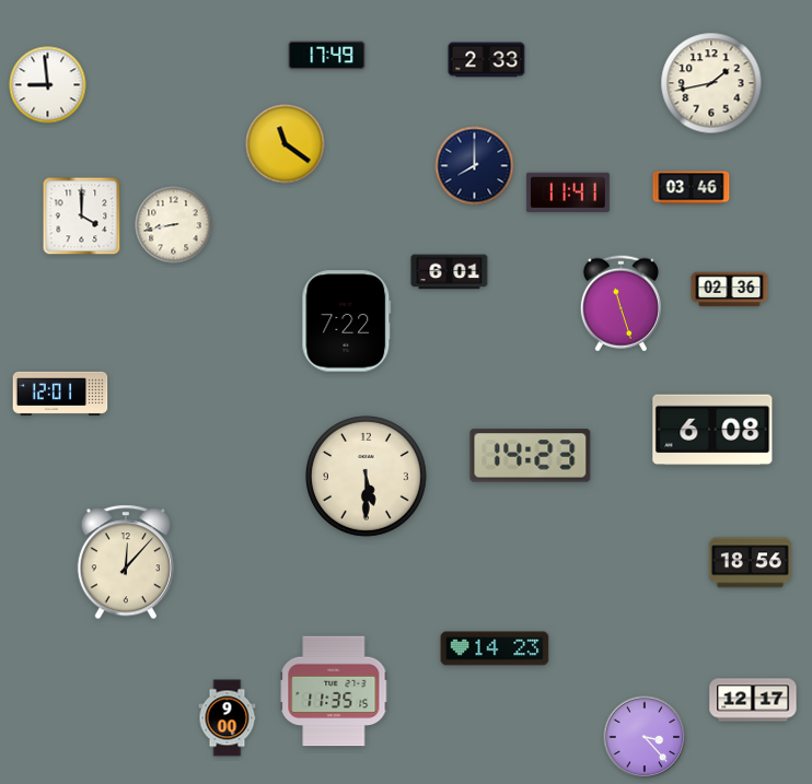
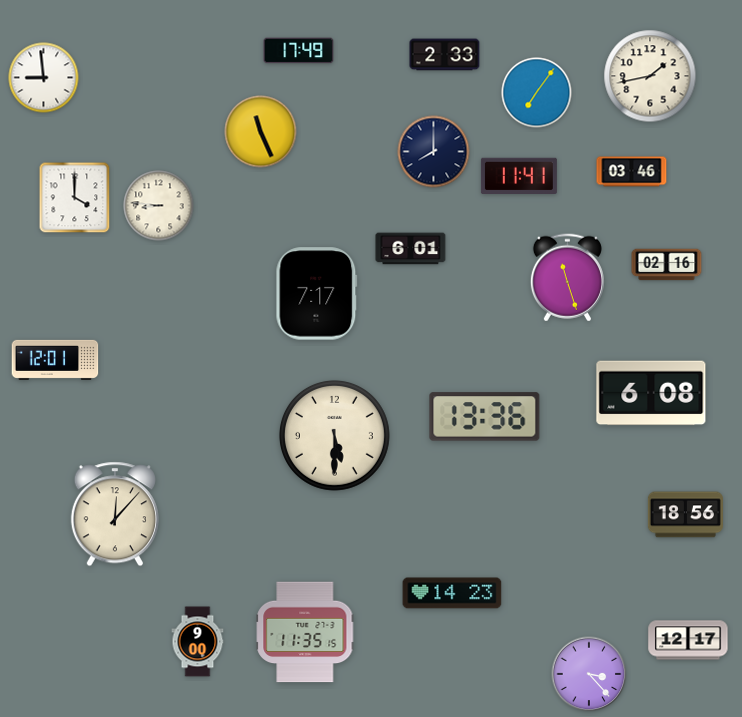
clock at (537, 93): none -> 7:06
clock at (286, 144): 11:21 -> 11:26
clock at (174, 225): 8:43 -> 8:46
clock at (730, 290): 02:36 -> 02:16
clock at (347, 321): 7:22 -> 7:17
clock at (531, 456): 14:23 -> 13:36
clock at (228, 718) position: (228, 718) -> (198, 642)
